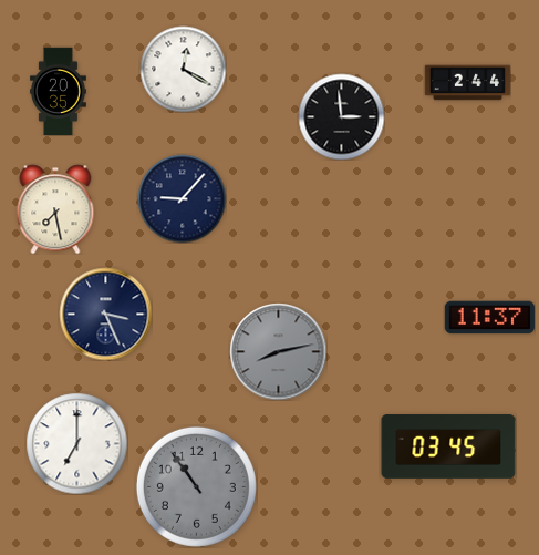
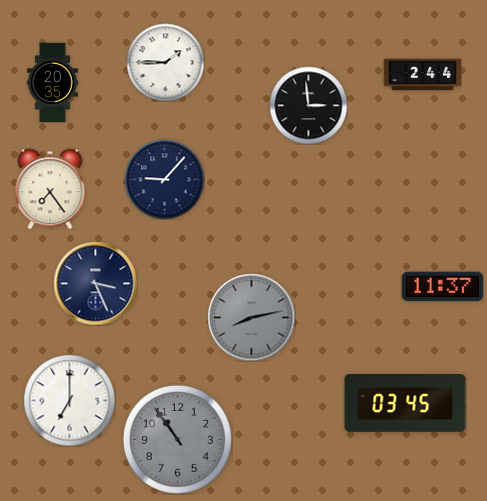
clock at (183, 69): 12:20 -> 1:45
clock at (55, 209): 7:28 -> 7:24
